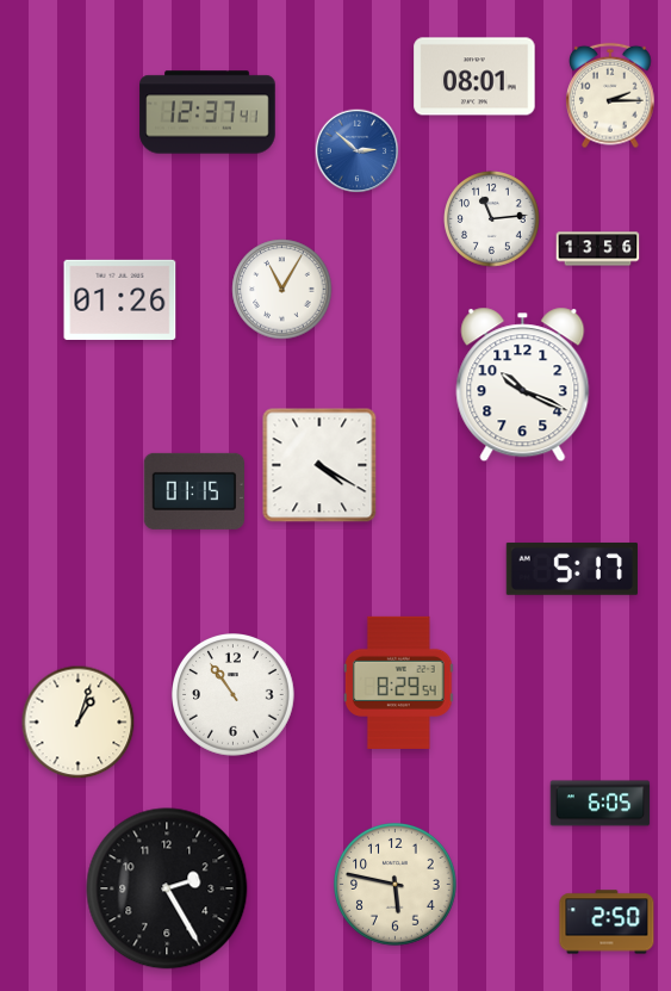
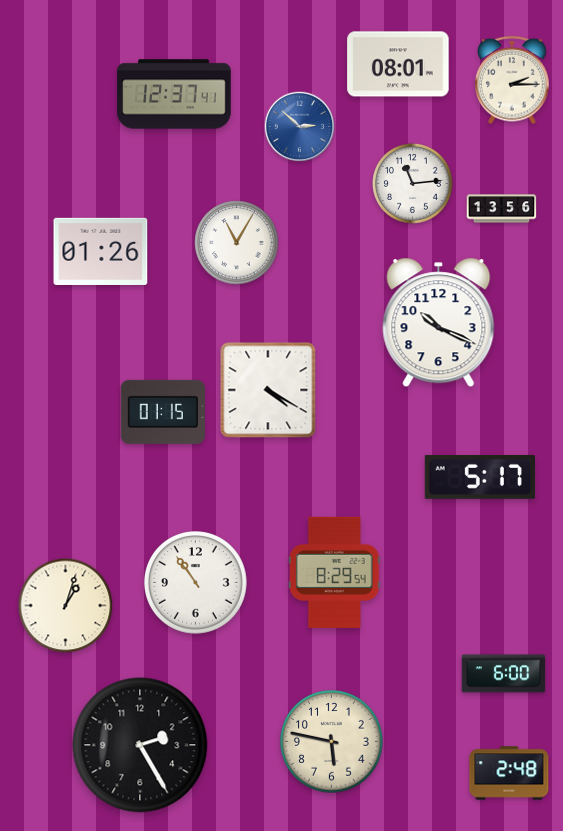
clock at (601, 804): 6:05 -> 6:00
clock at (607, 922): 2:50 -> 2:48
